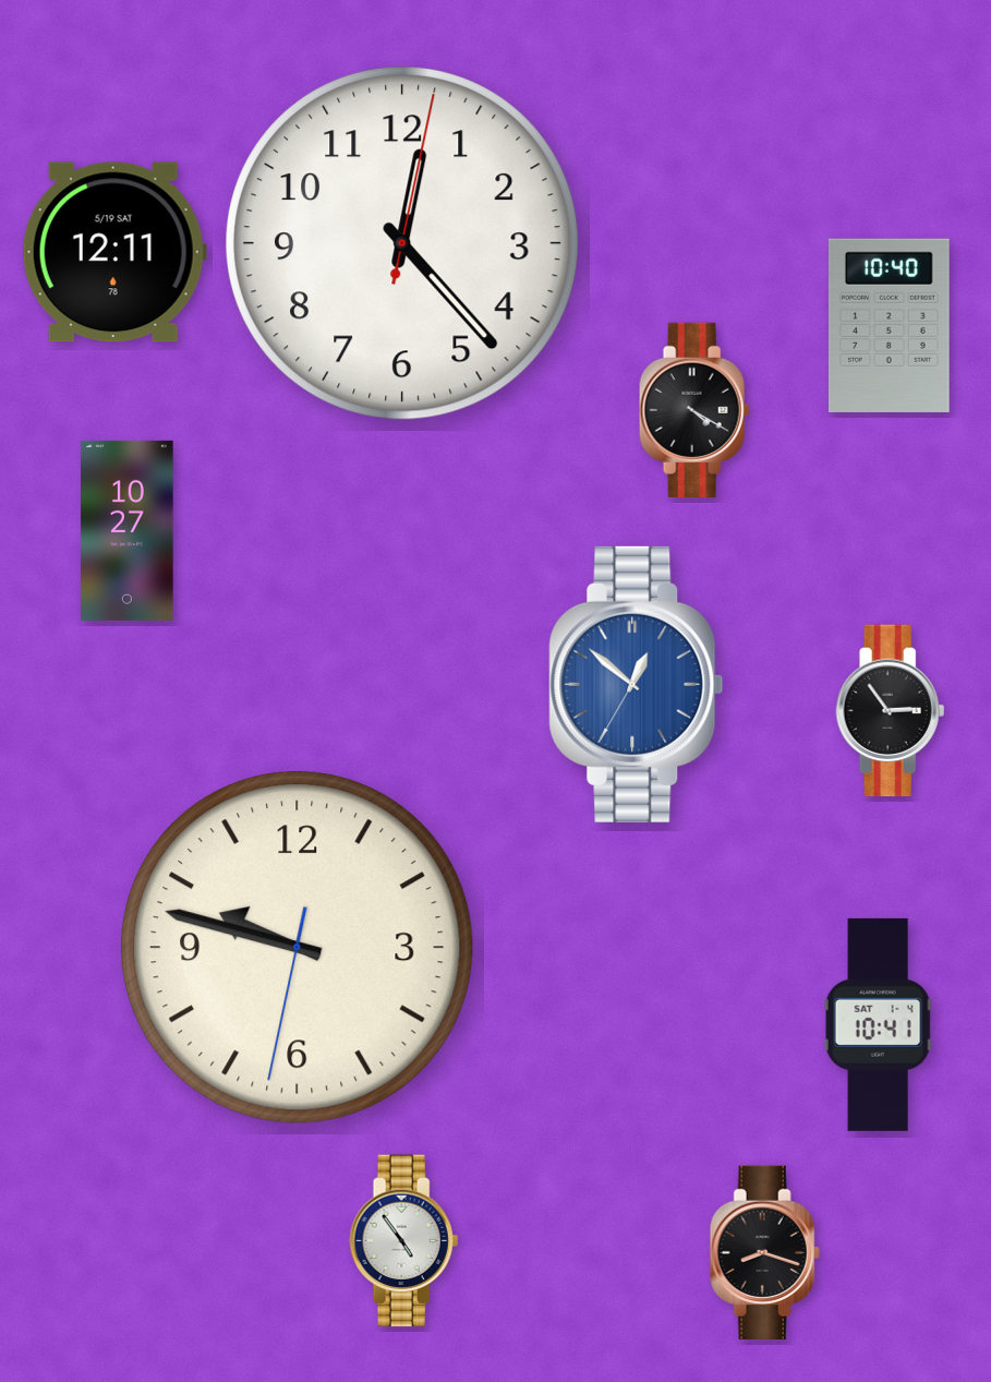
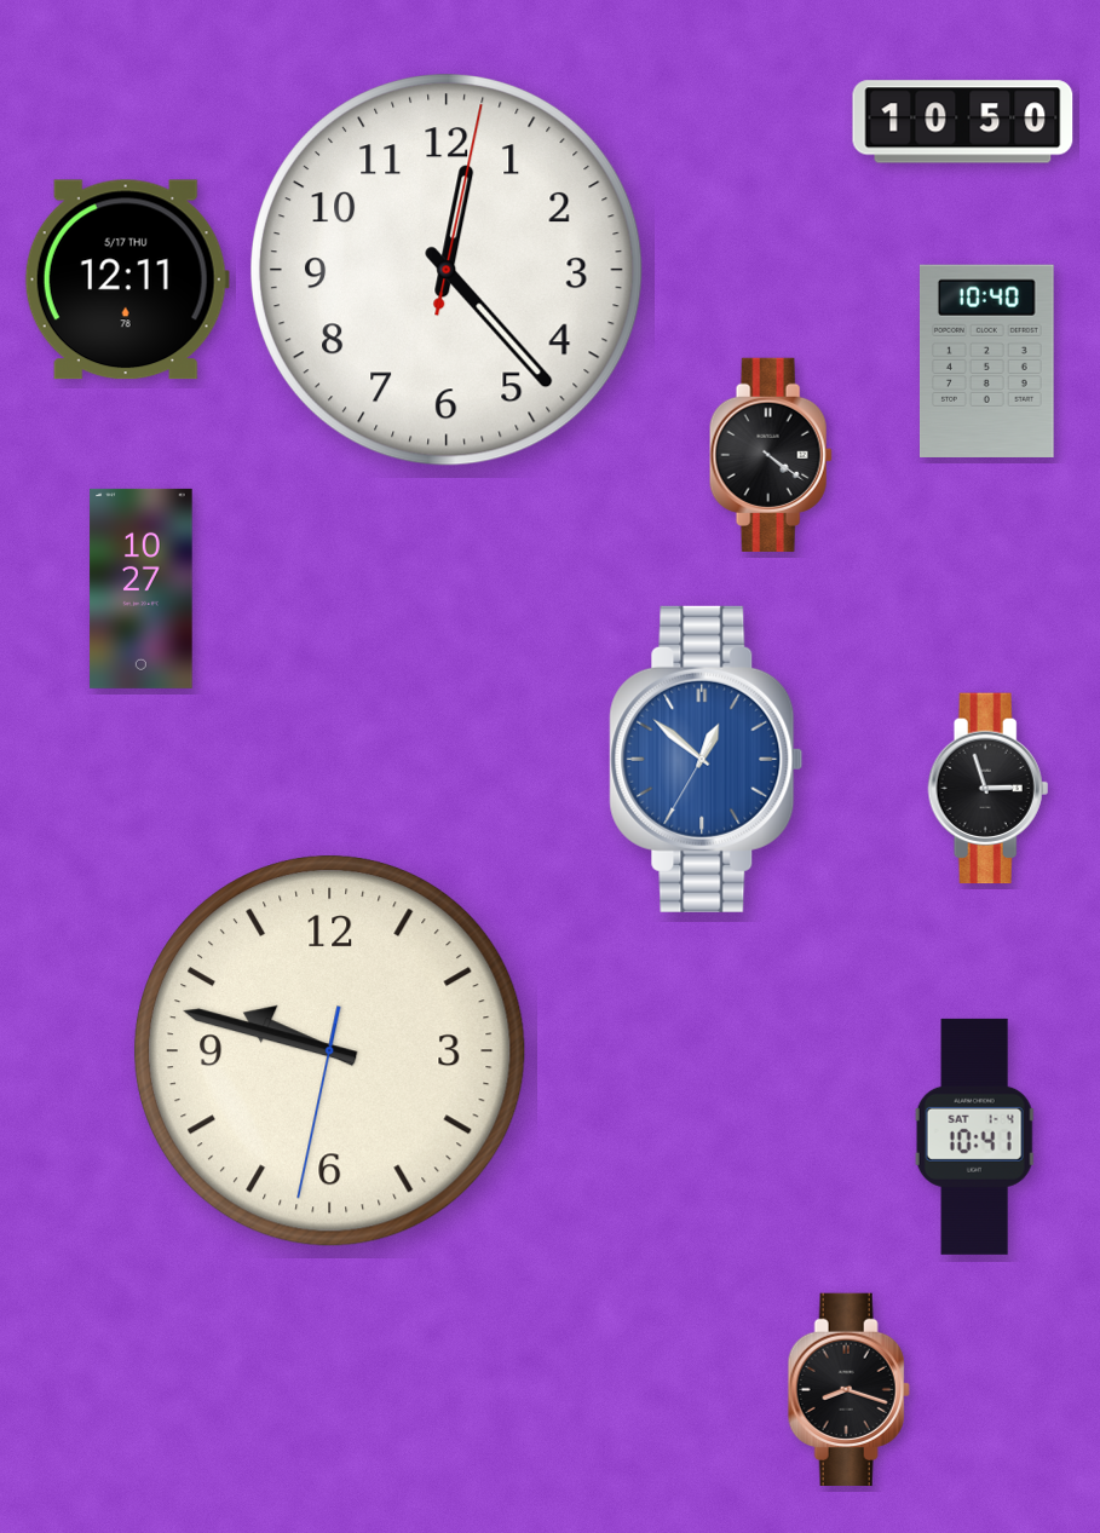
clock at (963, 122): none -> 10:50
clock at (114, 252) date: 5/19 SAT -> 5/17 THU
clock at (694, 410): 4:20 -> 4:21
clock at (891, 711): 2:54 -> 2:57
clock at (404, 1241): 4:54 -> none
